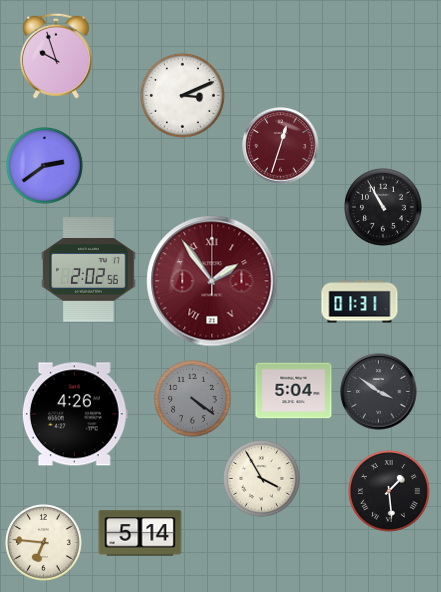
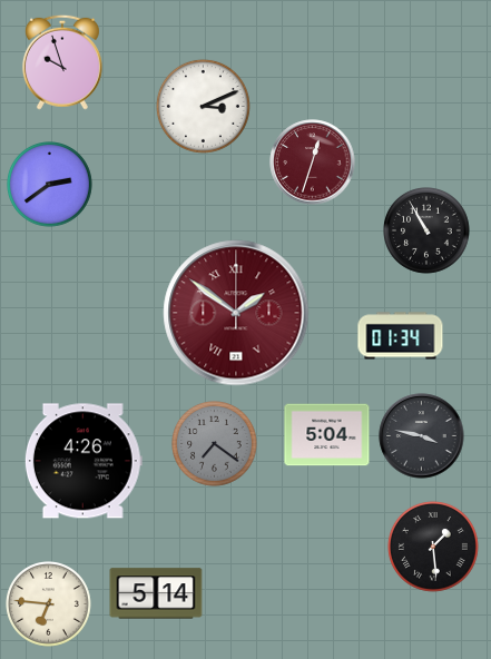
clock at (89, 270): 2:02 -> none
clock at (212, 281): 1:54 -> 1:51
clock at (360, 302): 01:31 -> 01:34
clock at (379, 392): 3:51 -> 3:47
clock at (193, 399): 4:21 -> 7:21
clock at (262, 479): 3:55 -> none
